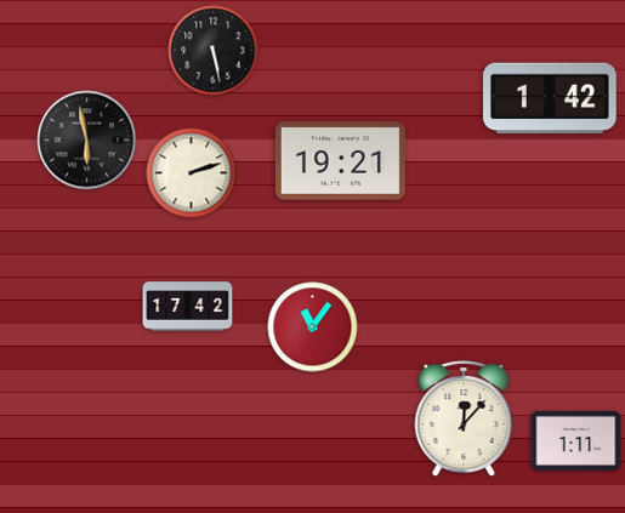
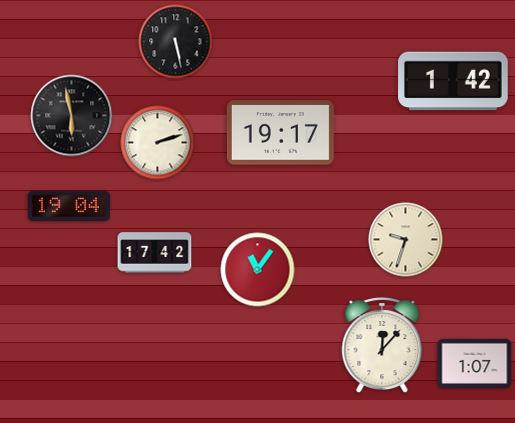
clock at (340, 161): 19:21 -> 19:17
clock at (69, 205): none -> 19:04
clock at (406, 240): none -> 9:33
clock at (576, 440): 1:11 -> 1:07
